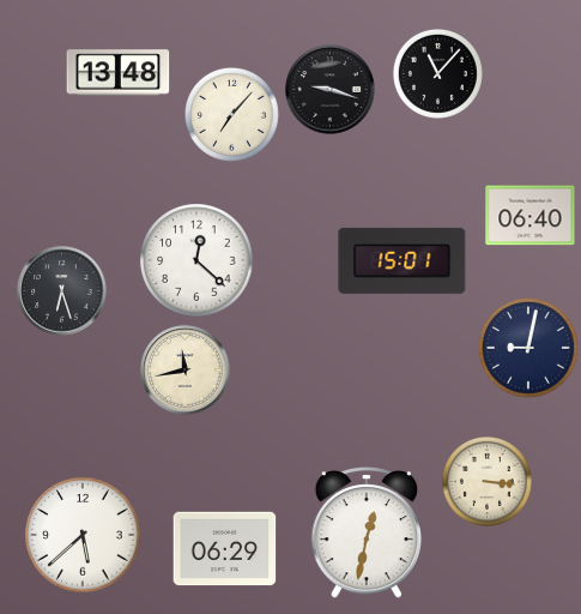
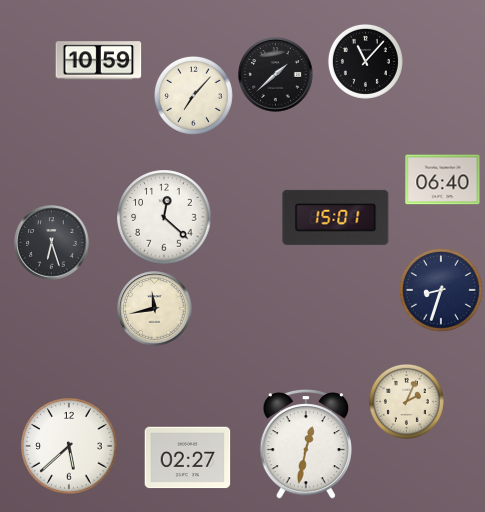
clock at (119, 73): 13:48 -> 10:59
clock at (331, 90): 9:18 -> 1:38
clock at (529, 349): 9:02 -> 8:33
clock at (486, 481): 3:16 -> 2:04
clock at (225, 549): 06:29 -> 02:27
